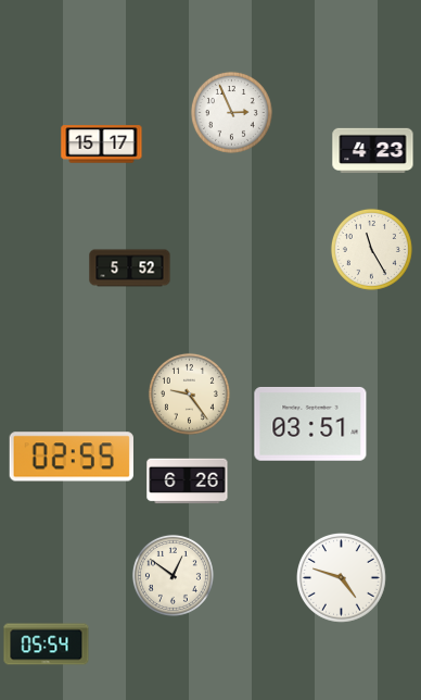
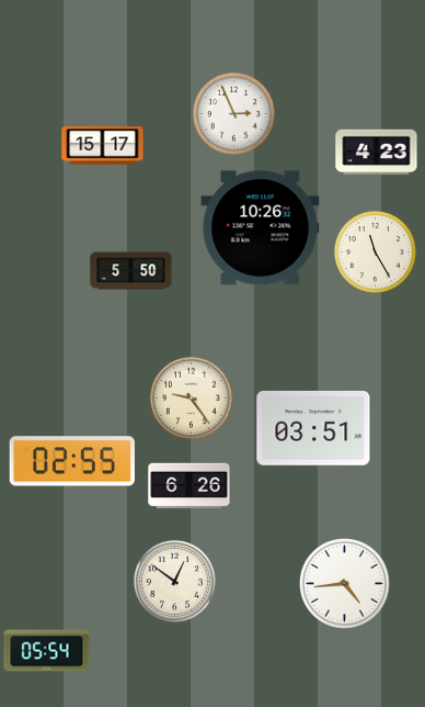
clock at (261, 228): none -> 10:26
clock at (130, 268): 5:52 -> 5:50
clock at (342, 578): 4:48 -> 4:44
